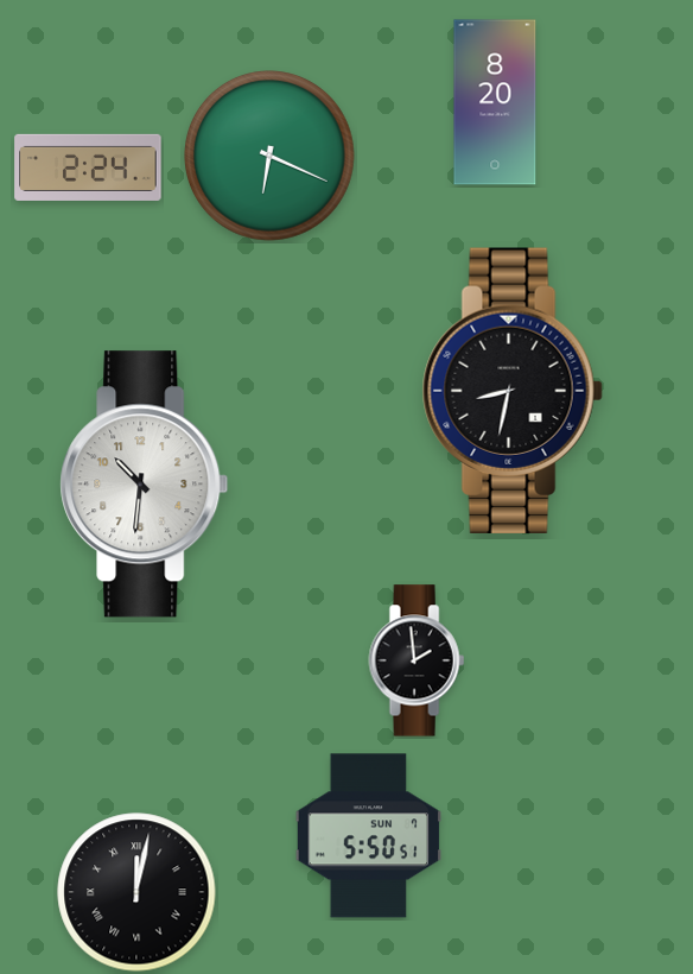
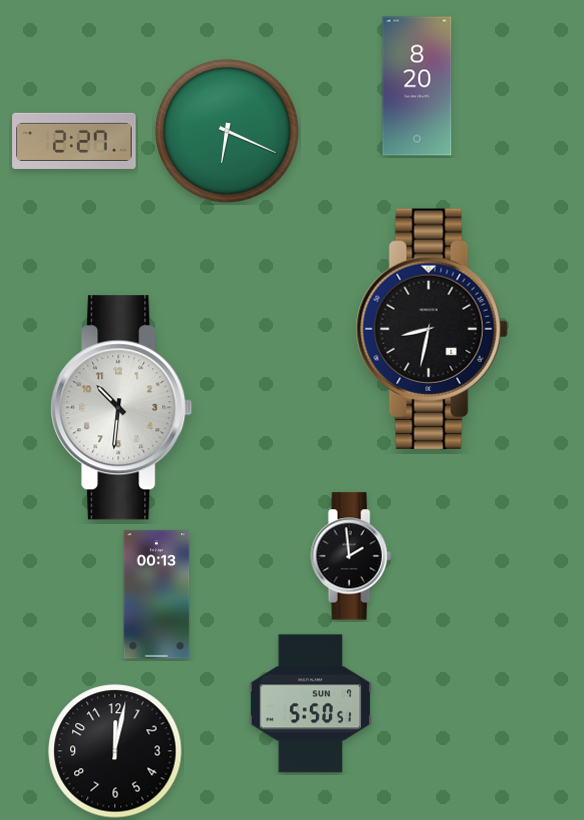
clock at (88, 167): 2:24 -> 2:27
clock at (157, 595): none -> 00:13
clock at (136, 892) numerals: Roman -> Arabic
